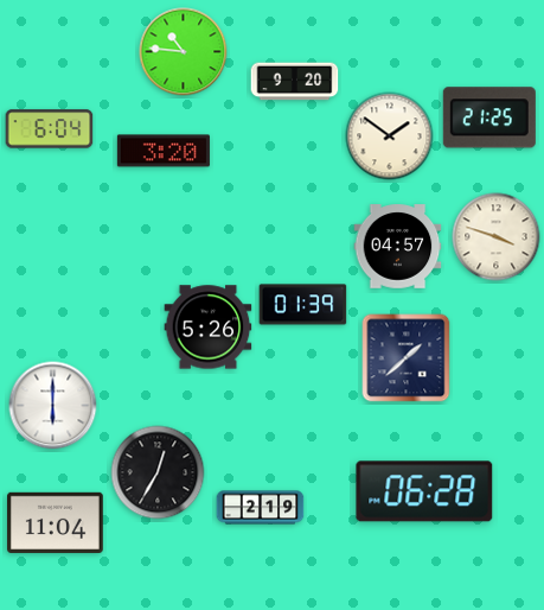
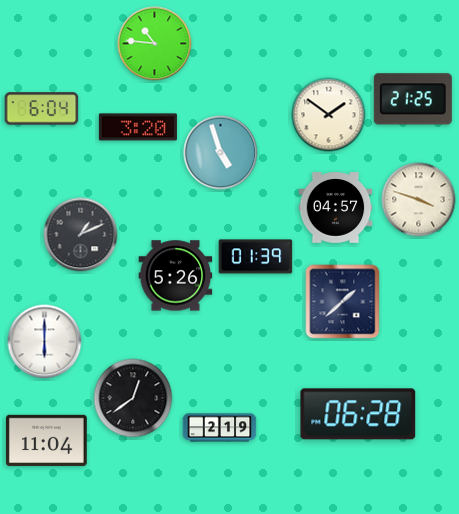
clock at (295, 82): 9:20 -> none
clock at (221, 153): none -> 4:57
clock at (81, 235): none -> 1:11
clock at (158, 472): 12:35 -> 12:39
